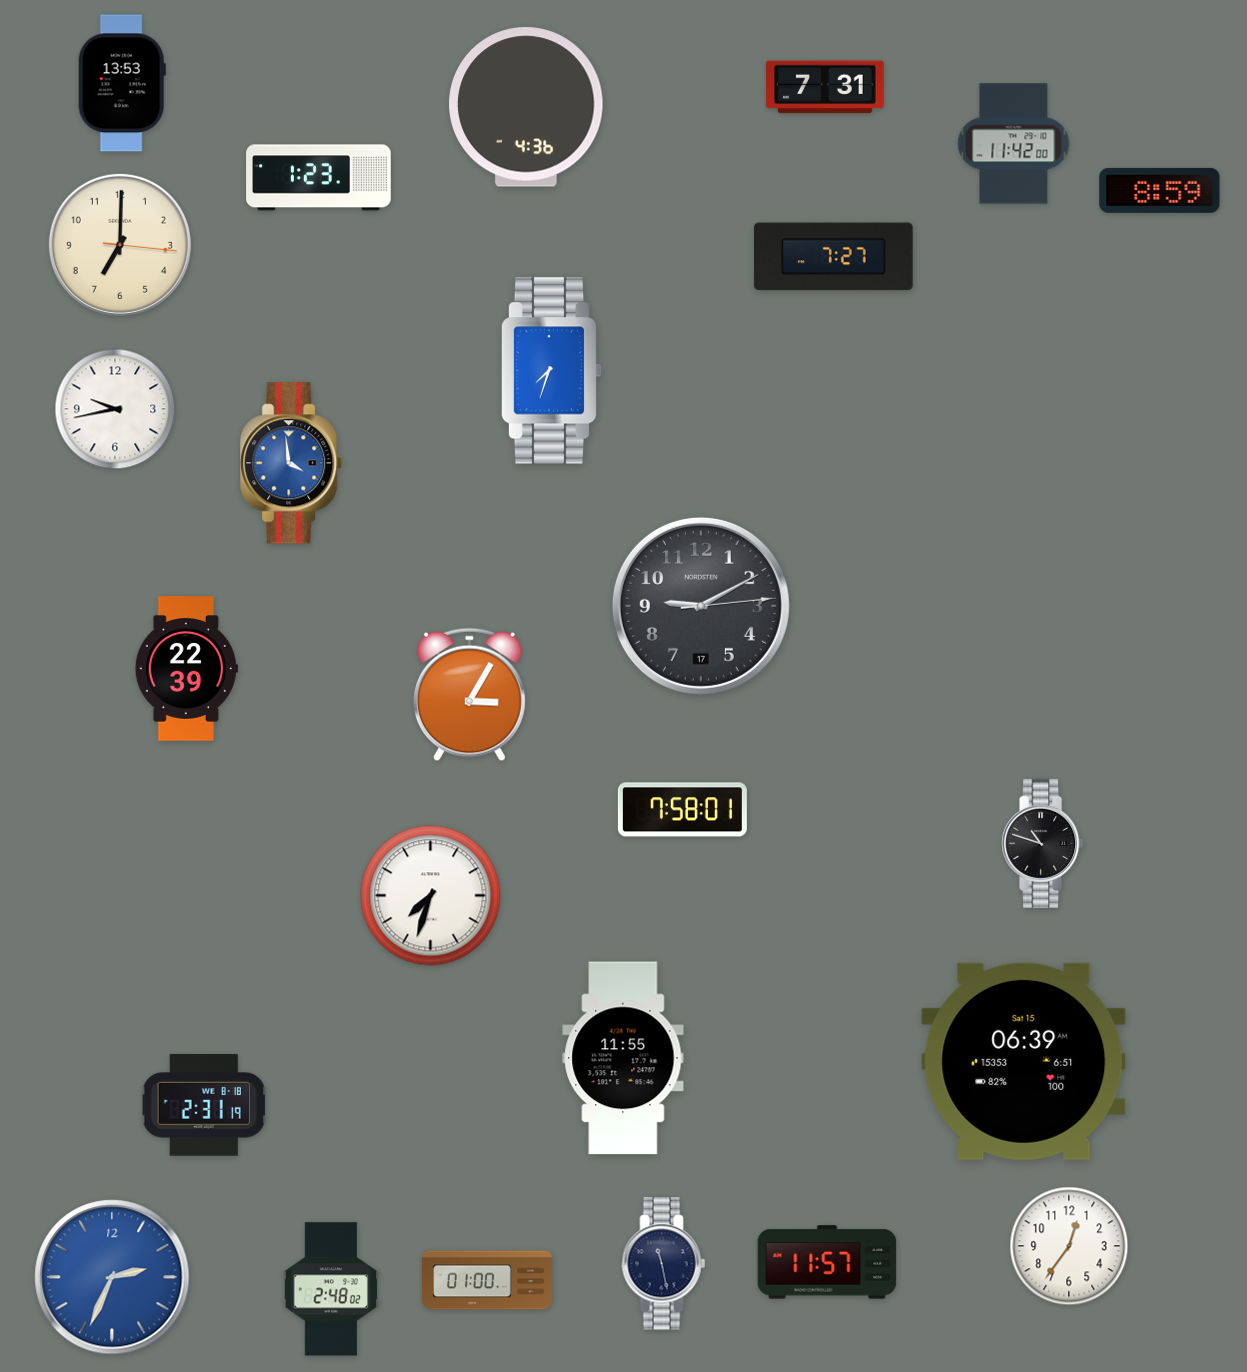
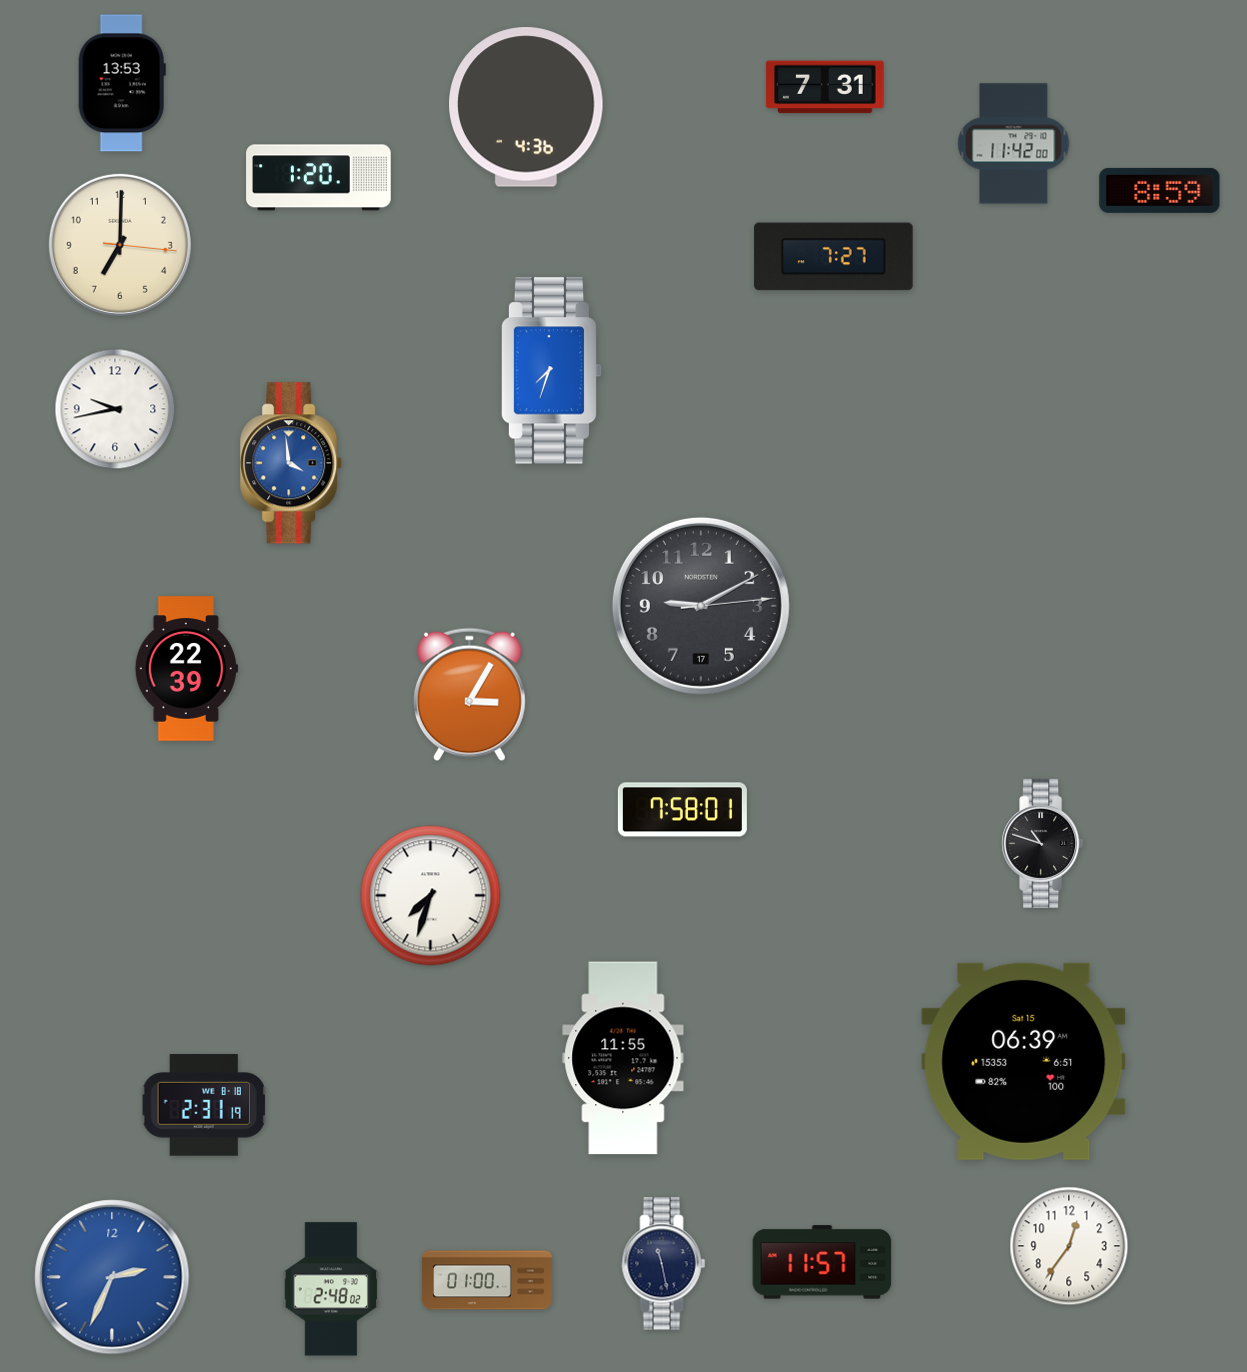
clock at (319, 178): 1:23 -> 1:20
clock at (827, 1262) position: (827, 1262) -> (822, 1262)
